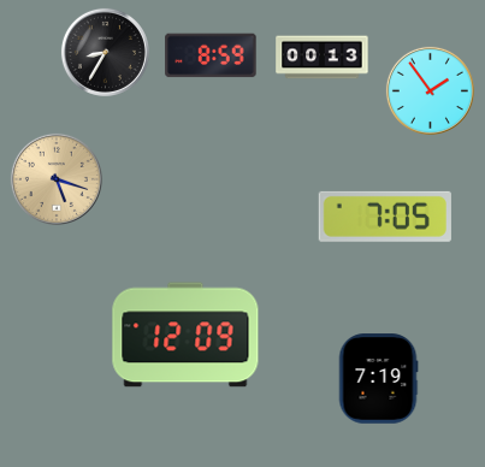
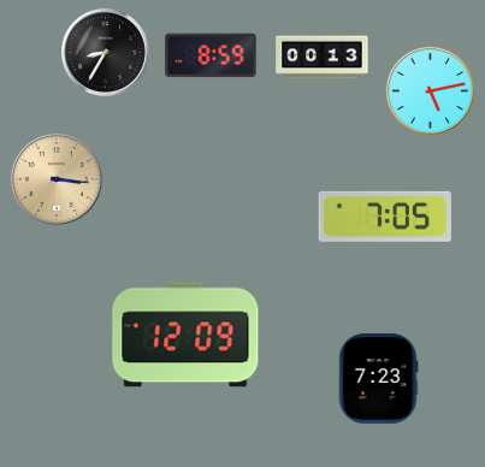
clock at (430, 90): 1:54 -> 5:13
clock at (57, 179): 5:18 -> 3:16
clock at (378, 379): 7:19 -> 7:23
